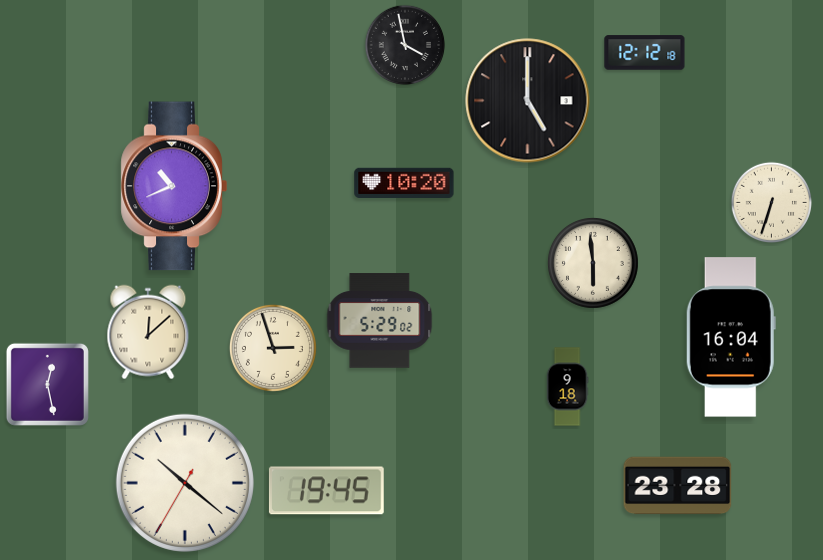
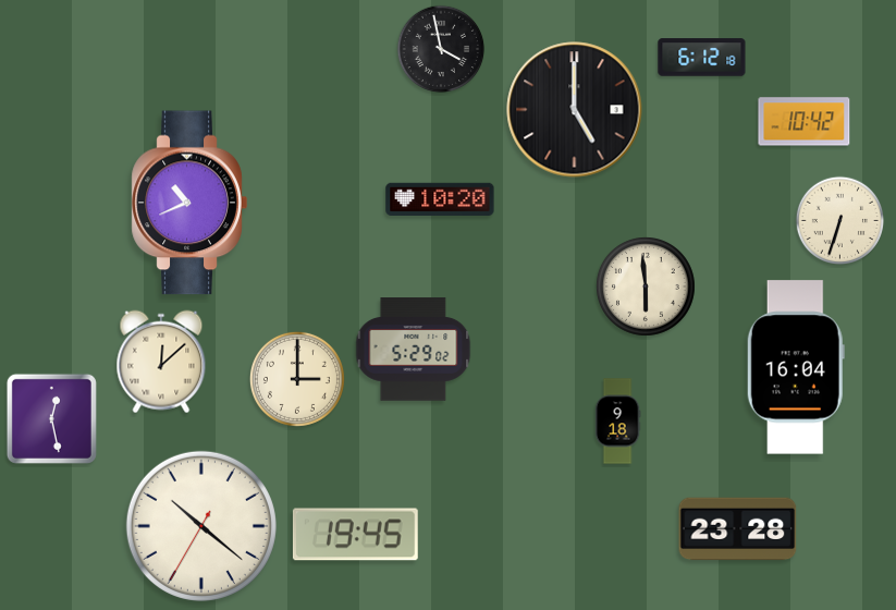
clock at (645, 53): 12:12 -> 6:12
clock at (805, 122): none -> 10:42
clock at (273, 348): 2:57 -> 3:00
